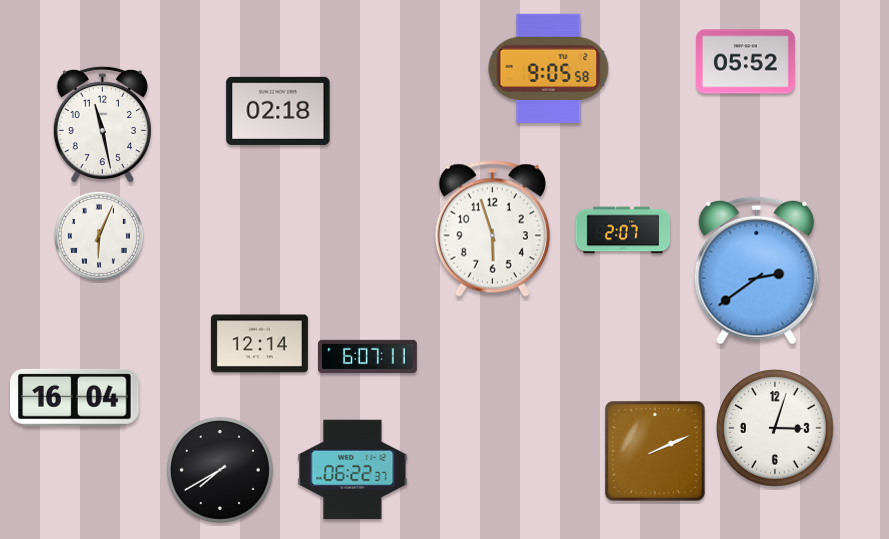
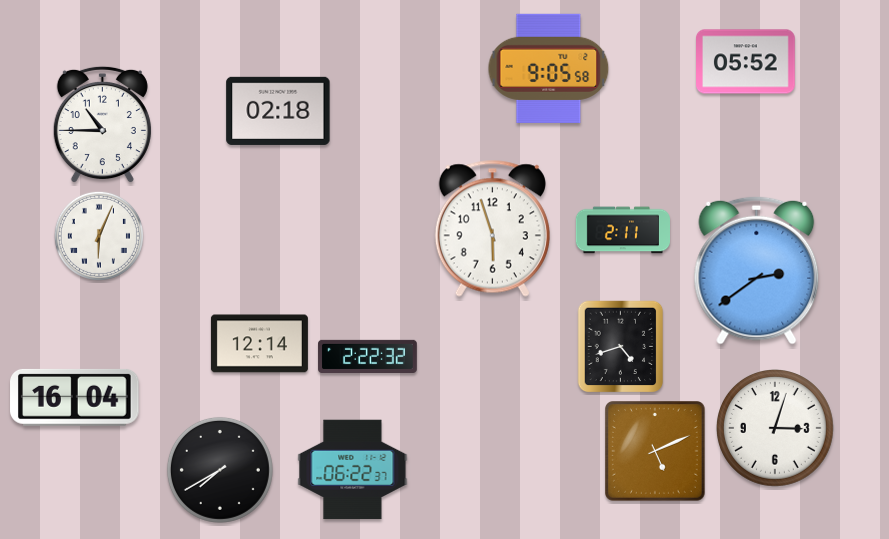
clock at (102, 125): 11:28 -> 10:45
clock at (622, 230): 2:07 -> 2:11
clock at (621, 347): none -> 4:42
clock at (368, 356): 6:07 -> 2:22
clock at (656, 452): 2:11 -> 5:11
